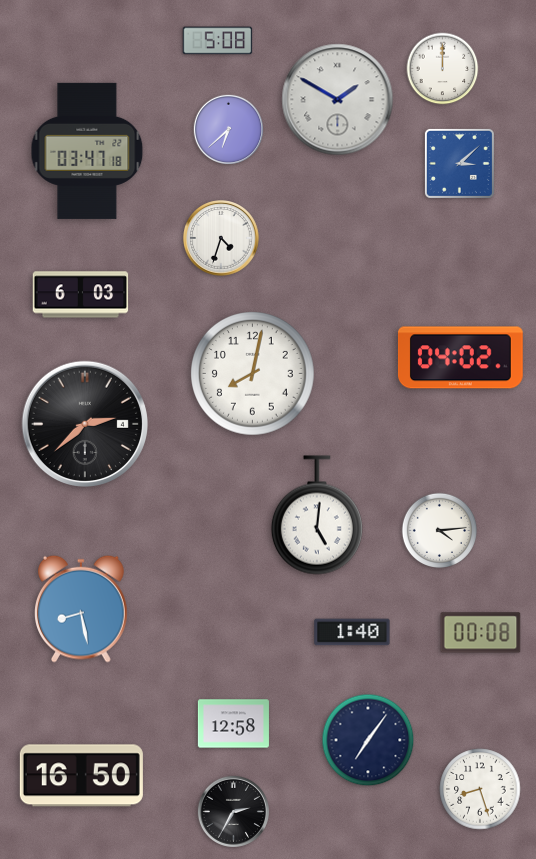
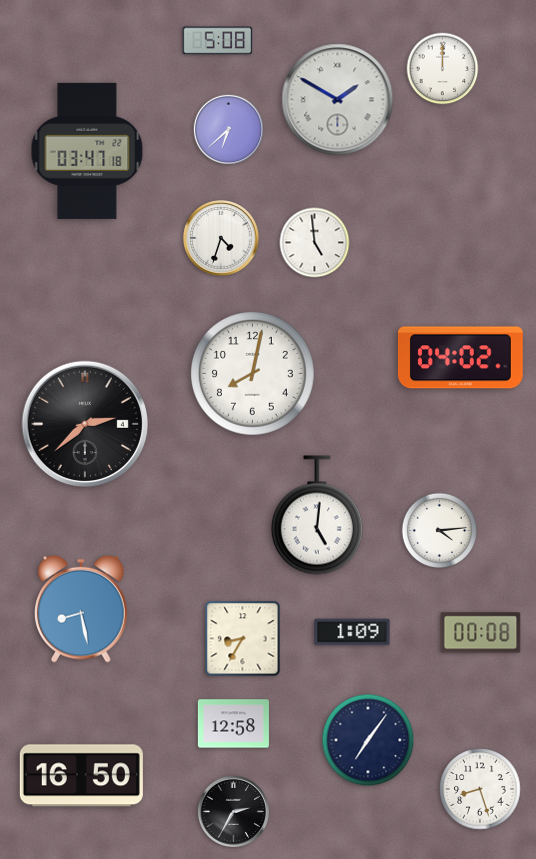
clock at (459, 163): 3:08 -> none
clock at (315, 243): none -> 4:59
clock at (81, 295): 6:03 -> none
clock at (352, 632): 1:40 -> 1:09
clock at (243, 639): none -> 8:35
